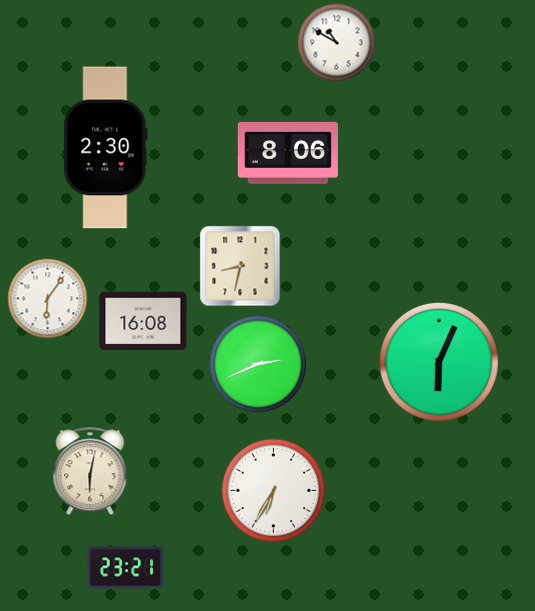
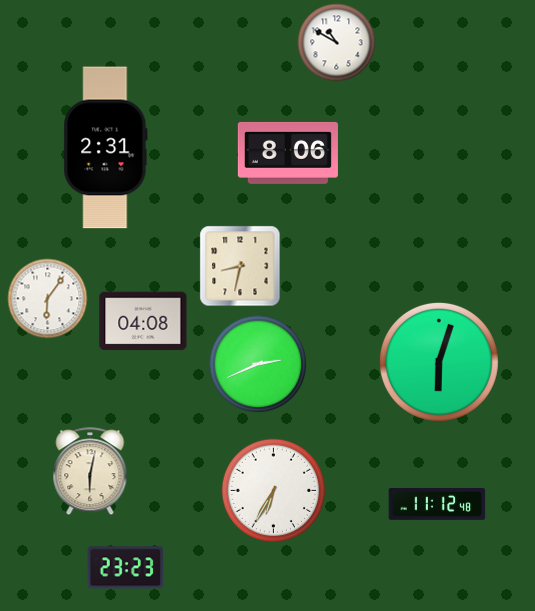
clock at (106, 148): 2:30 -> 2:31
clock at (143, 321): 16:08 -> 04:08
clock at (439, 362): 6:04 -> 6:03
clock at (437, 504): none -> 11:12
clock at (126, 568): 23:21 -> 23:23
